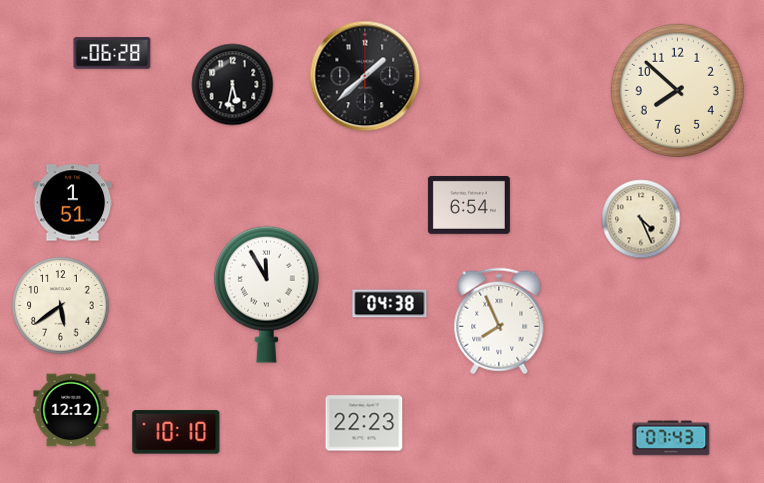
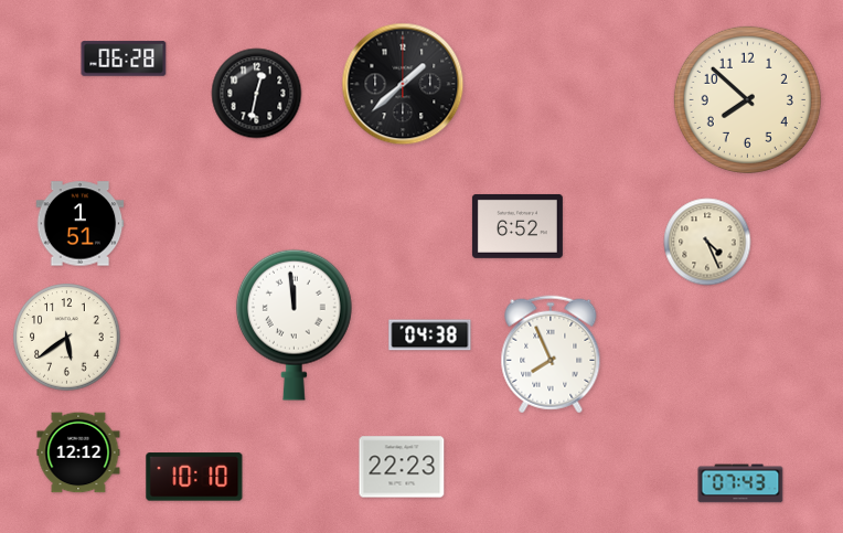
clock at (233, 85): 5:32 -> 12:32
clock at (469, 205): 6:54 -> 6:52
clock at (266, 294): 11:55 -> 11:59
